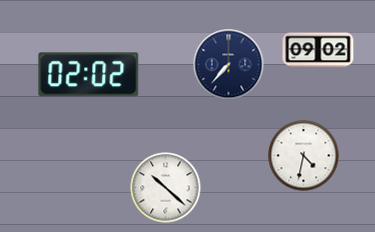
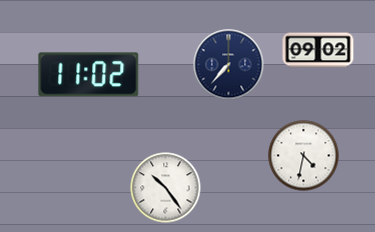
clock at (89, 75): 02:02 -> 11:02
clock at (166, 188): 10:22 -> 10:24
